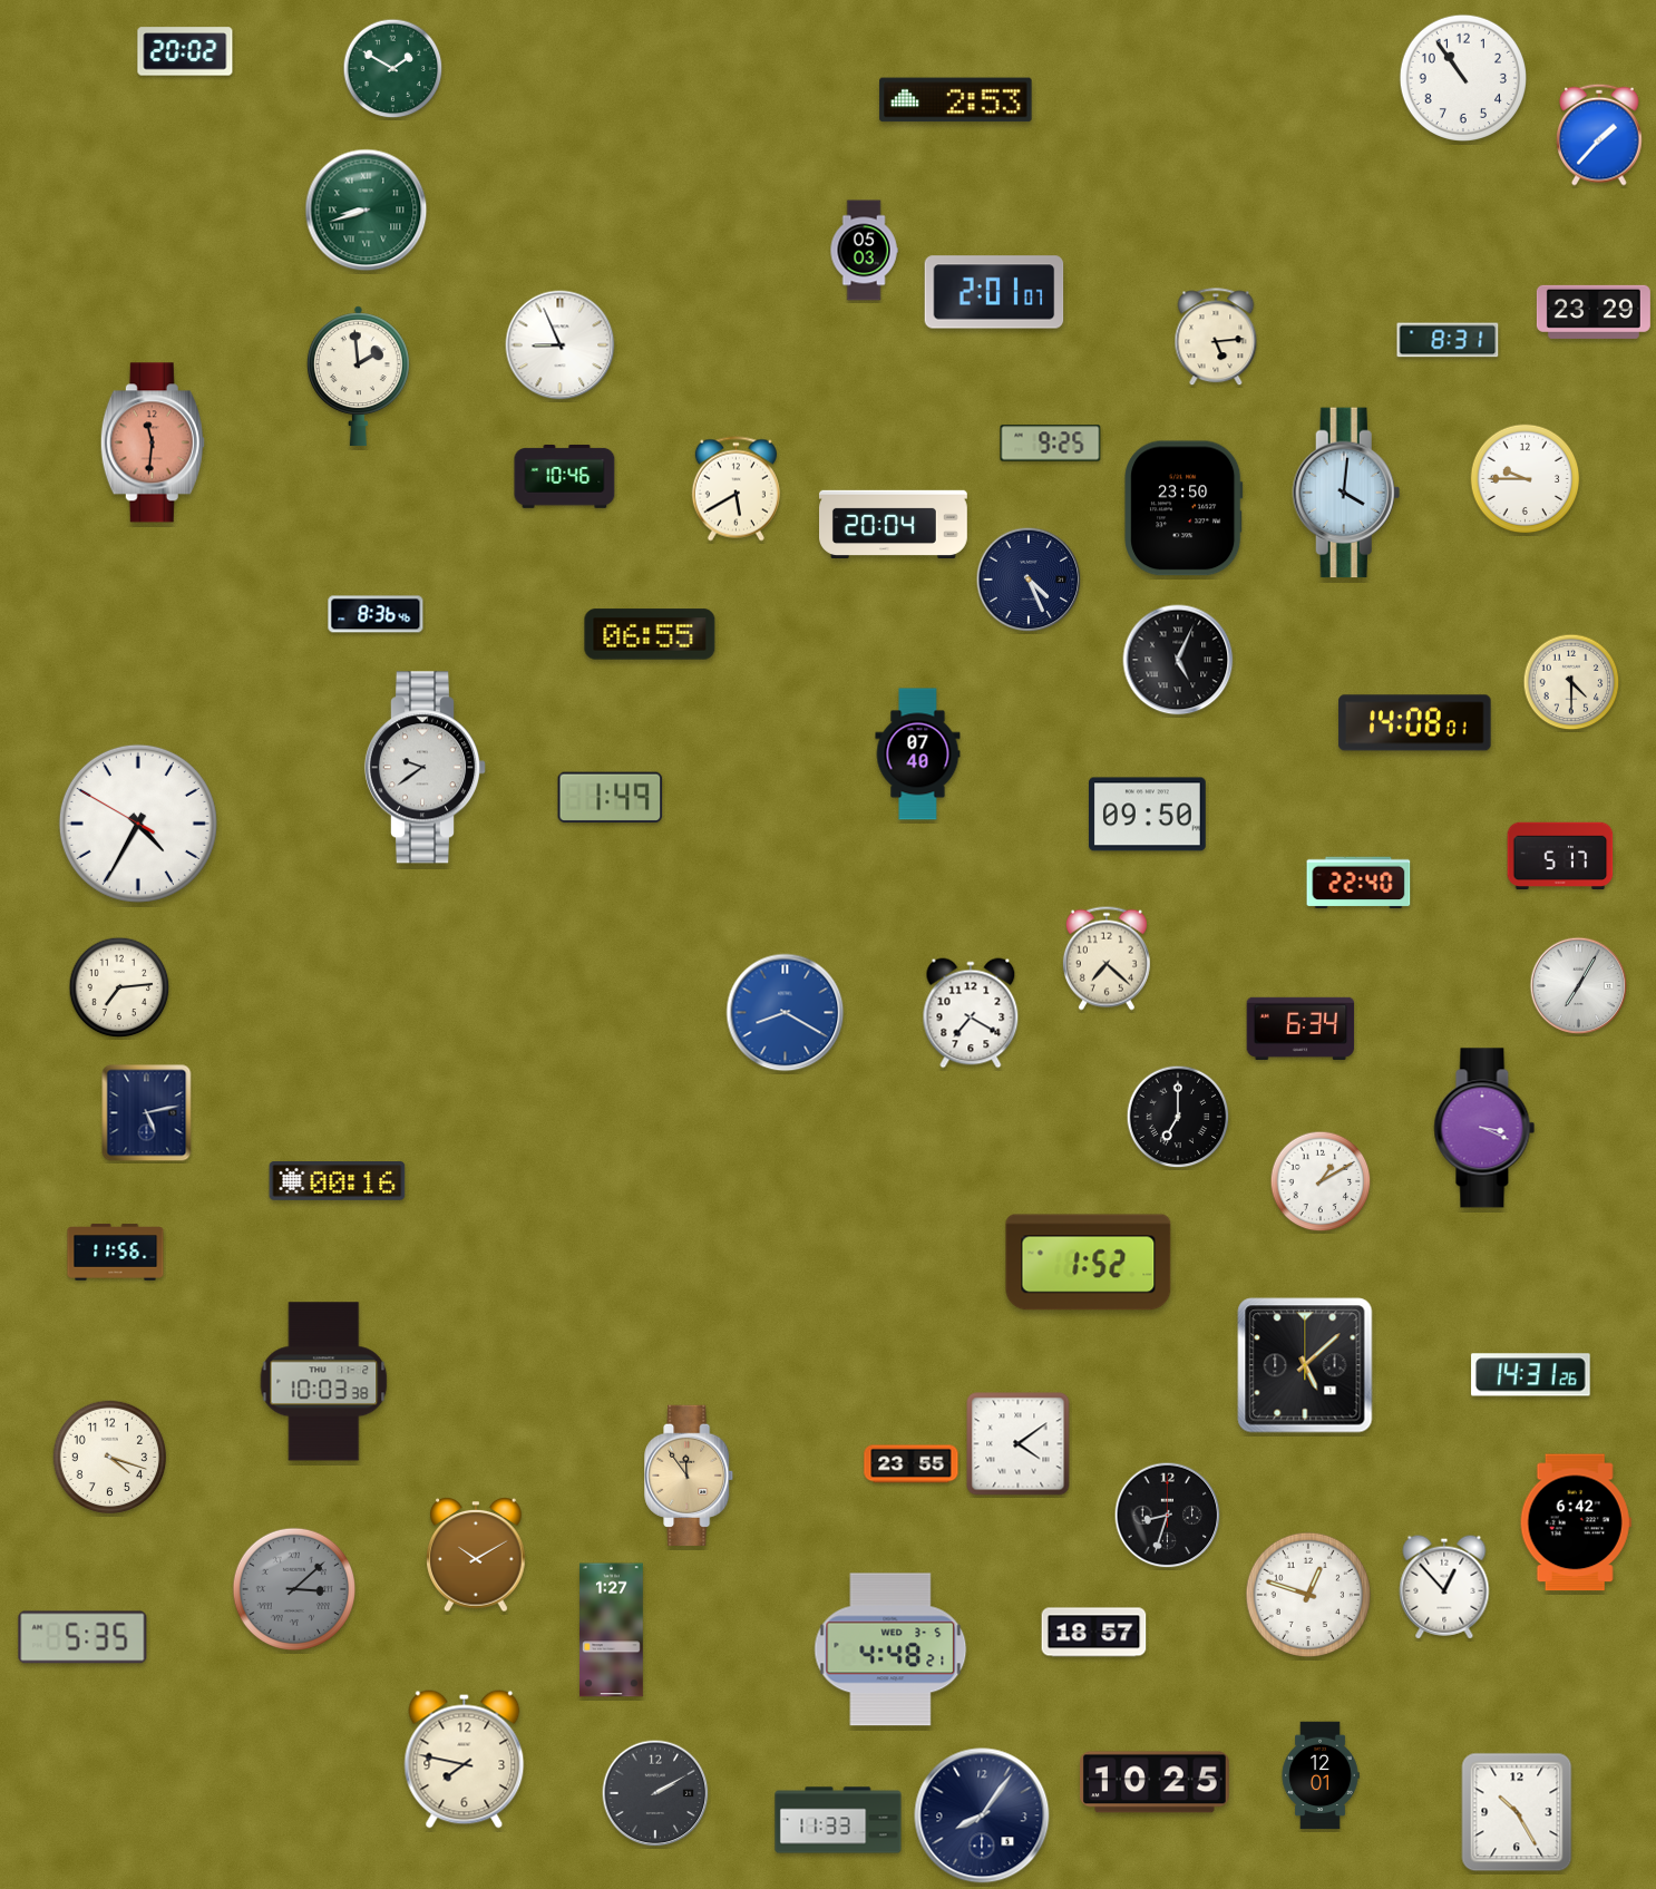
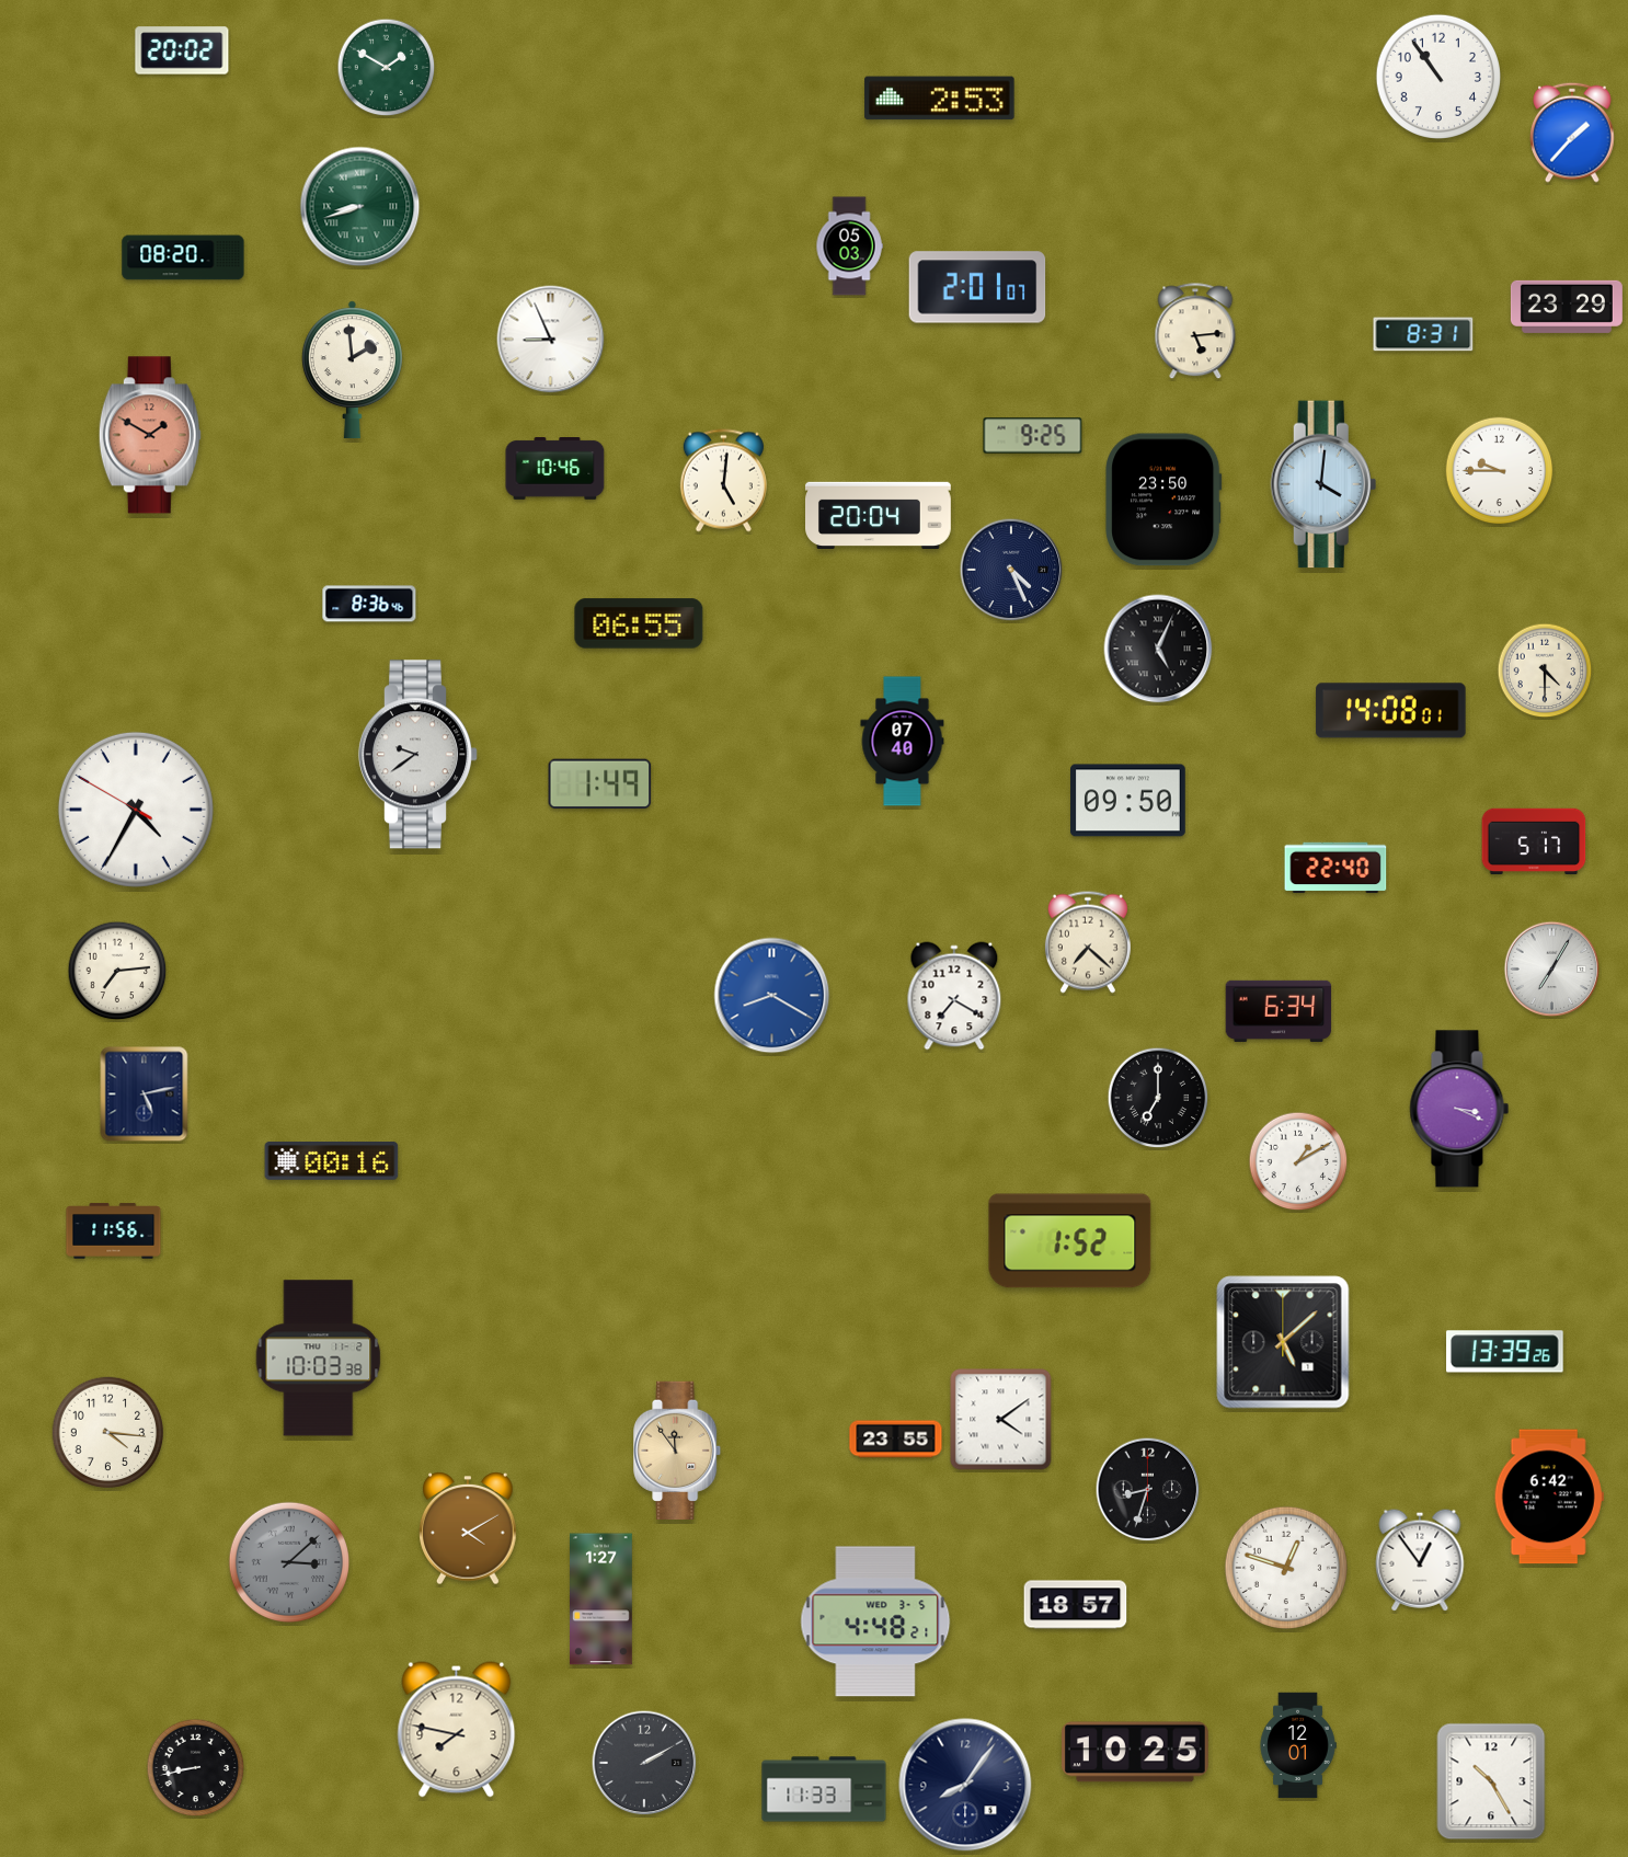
clock at (183, 257): none -> 08:20
clock at (153, 442): 11:31 -> 1:50
clock at (736, 489): 5:40 -> 5:01
clock at (1531, 1375): 14:31 -> 13:39
clock at (110, 1458): 4:18 -> 4:16
clock at (476, 1556): 10:10 -> 4:10
clock at (1444, 1587): 12:53 -> 12:54
clock at (612, 1630) position: (612, 1630) -> (601, 1600)
clock at (82, 1637): 5:35 -> none
clock at (196, 1768): none -> 8:43
